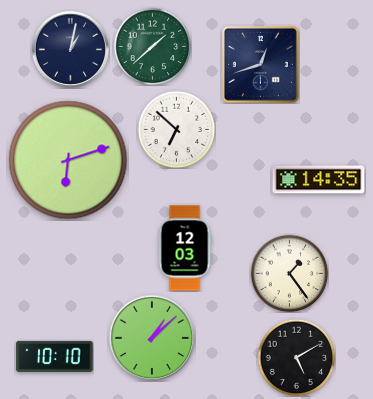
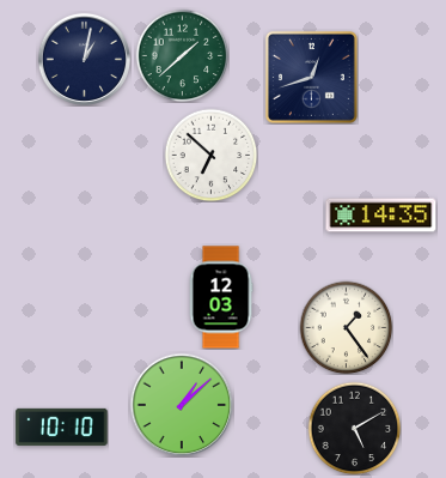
clock at (68, 160): 6:12 -> none
clock at (55, 356) position: (55, 356) -> (62, 426)
